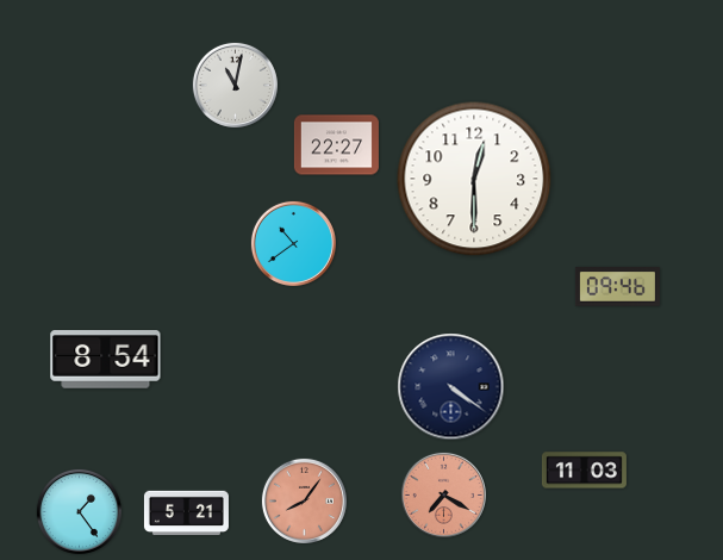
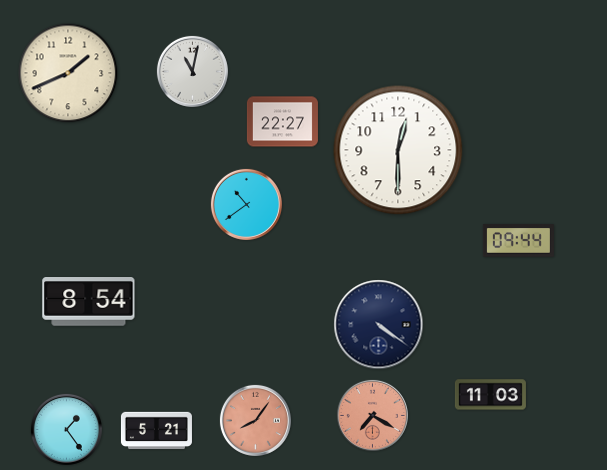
clock at (235, 85) position: (235, 85) -> (192, 71)
clock at (68, 73): none -> 1:41
clock at (617, 287): 09:46 -> 09:44
